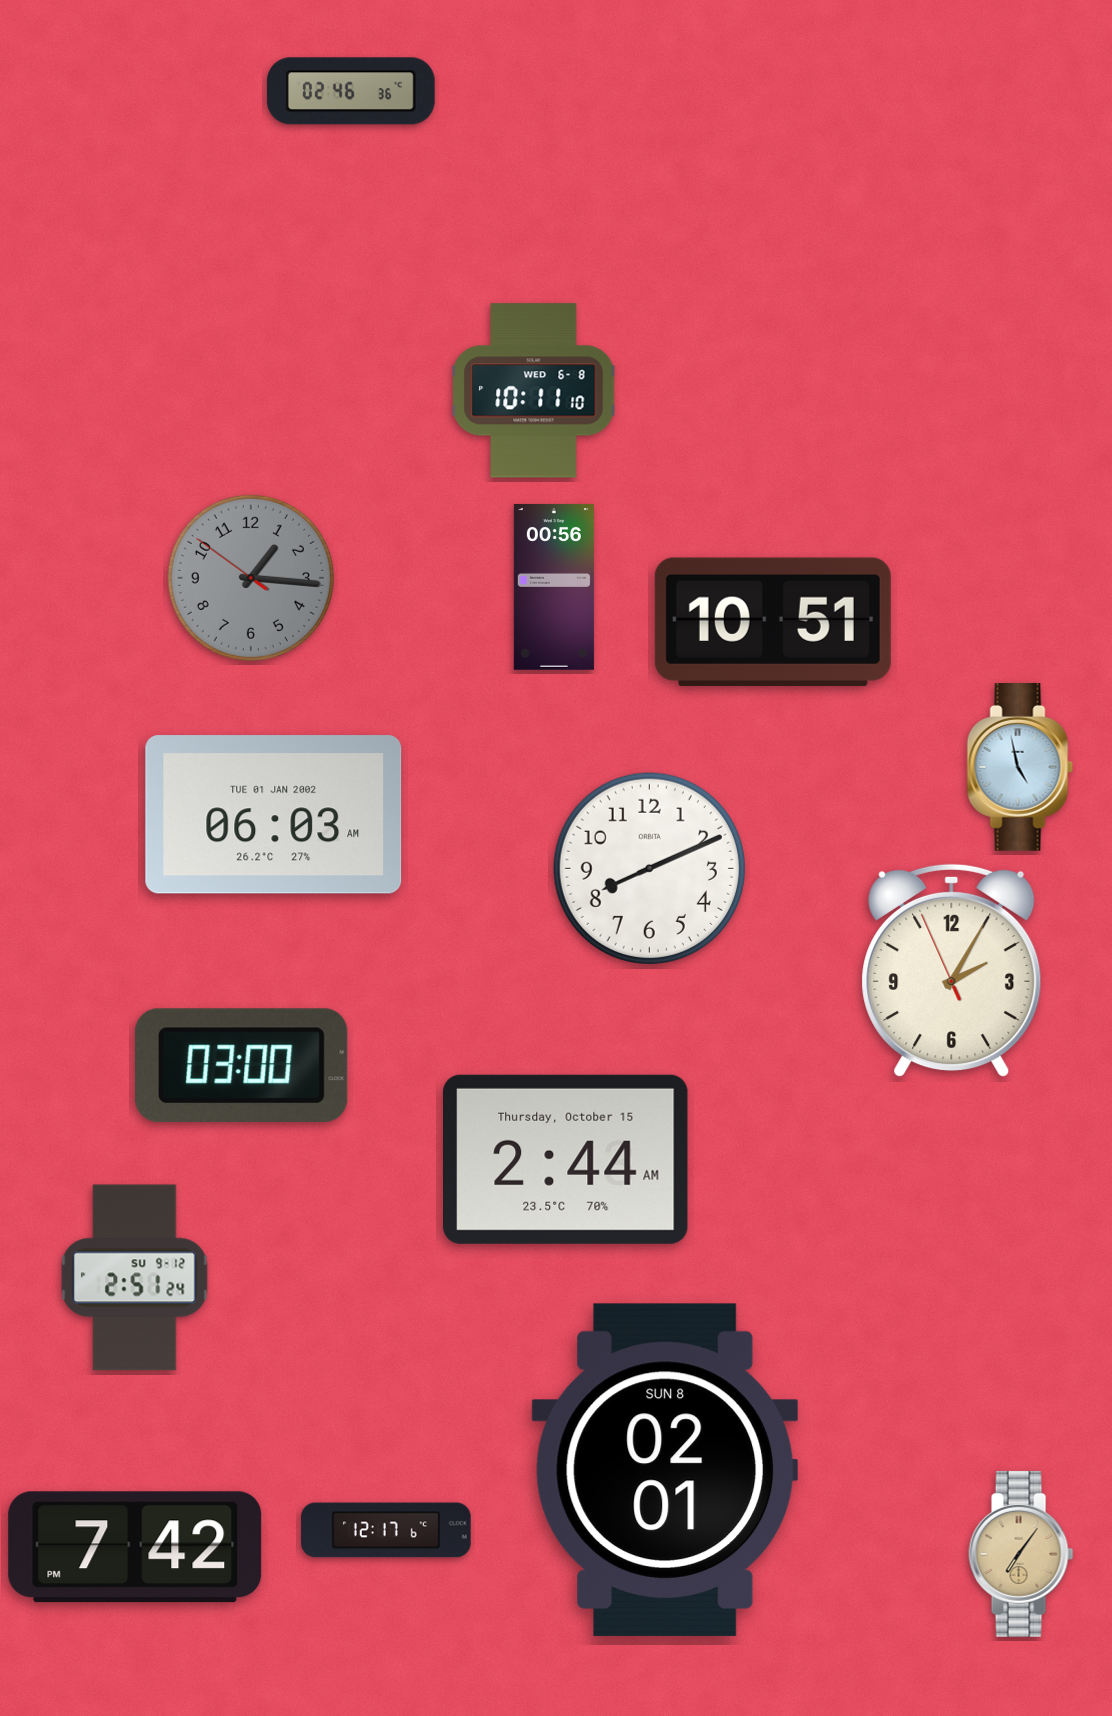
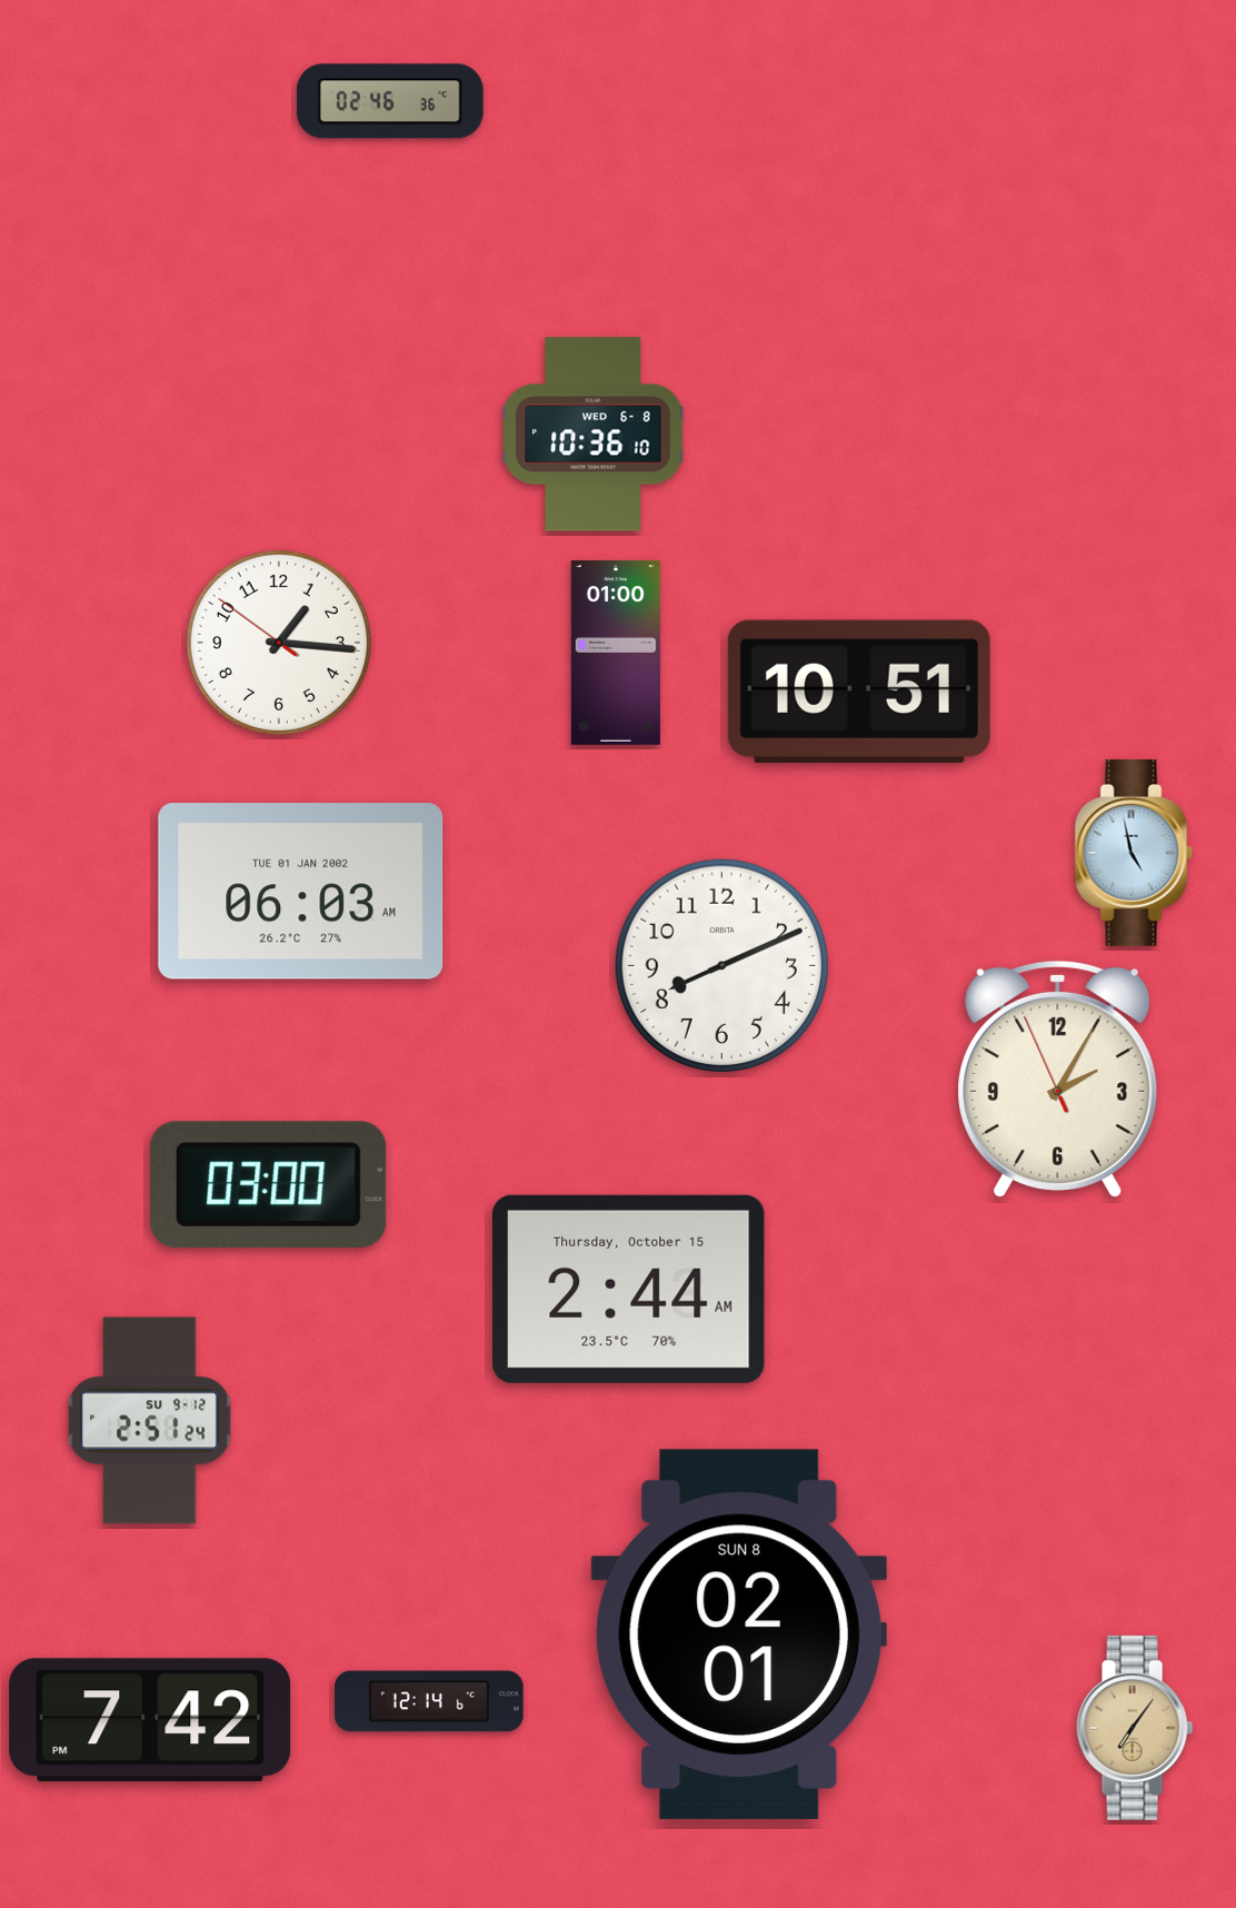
clock at (534, 391): 10:11 -> 10:36
clock at (251, 578) dial: grey -> white
clock at (554, 587): 00:56 -> 01:00
clock at (274, 815) position: (274, 815) -> (301, 892)
clock at (386, 1530): 12:17 -> 12:14
